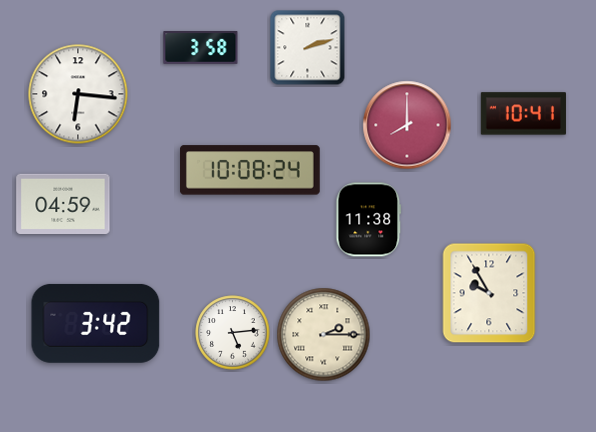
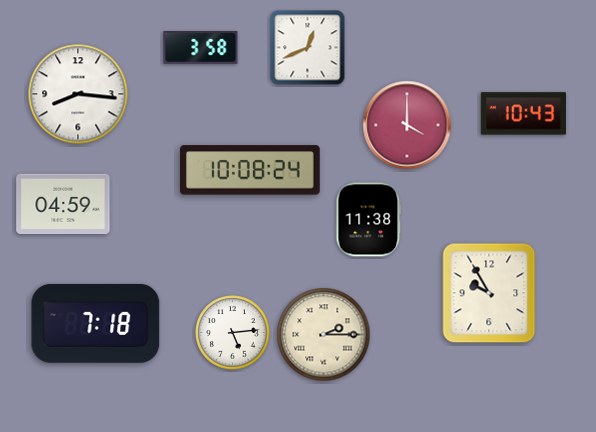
clock at (308, 48): 2:12 -> 12:41
clock at (78, 94): 6:16 -> 8:16
clock at (523, 114): 10:41 -> 10:43
clock at (407, 125): 8:00 -> 4:00
clock at (96, 323): 3:42 -> 7:18
